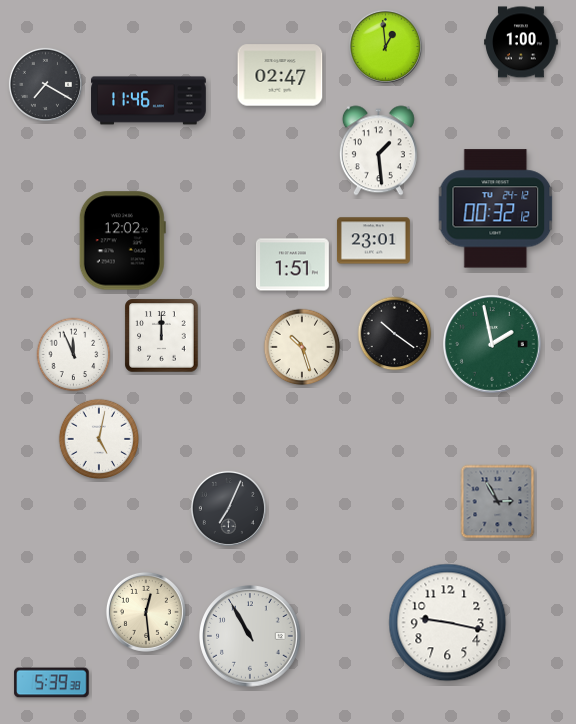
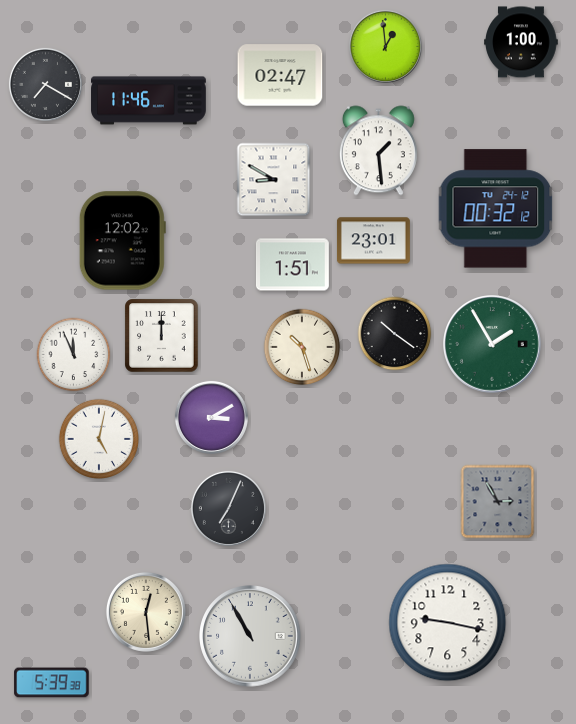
clock at (274, 180): none -> 8:50
clock at (492, 344): 1:58 -> 1:55
clock at (211, 417): none -> 3:10
